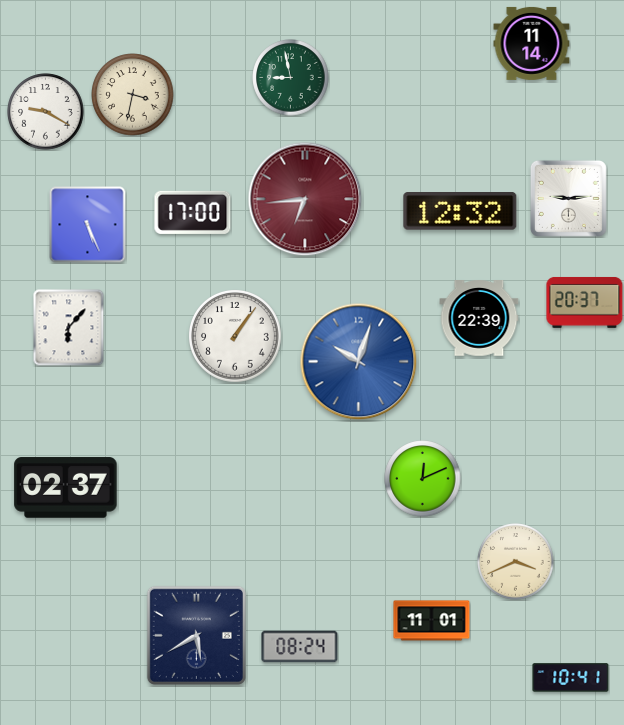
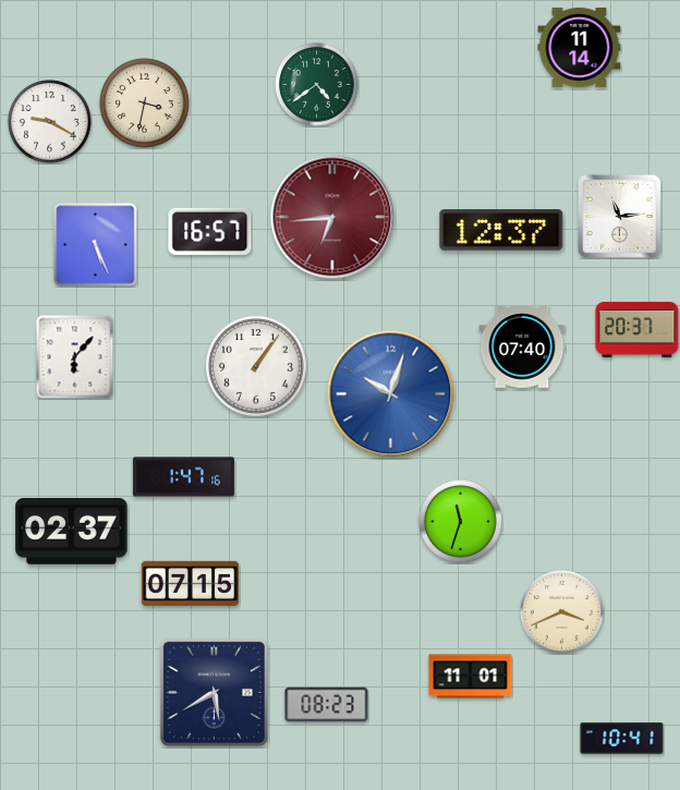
clock at (291, 78): 8:58 -> 4:39
clock at (568, 198): 9:14 -> 11:14
clock at (193, 212): 17:00 -> 16:57
clock at (460, 212): 12:32 -> 12:37
clock at (479, 318): 22:39 -> 07:40
clock at (183, 477): none -> 1:47
clock at (423, 479): 12:11 -> 11:33
clock at (191, 583): none -> 07:15
clock at (300, 647): 08:24 -> 08:23
